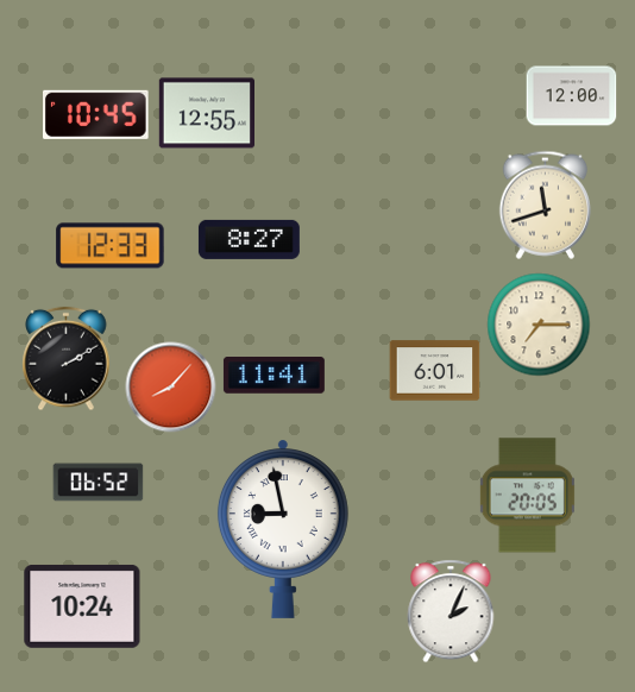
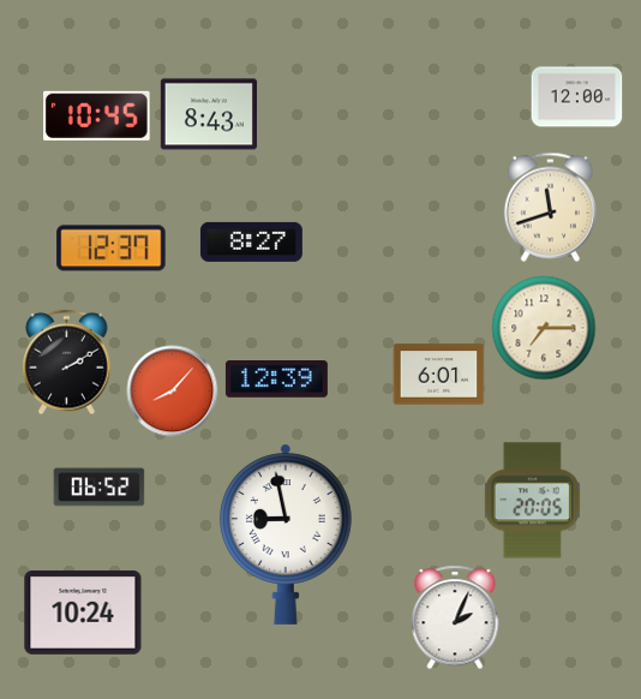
clock at (206, 113): 12:55 -> 8:43
clock at (111, 246): 12:33 -> 12:37
clock at (274, 376): 11:41 -> 12:39
